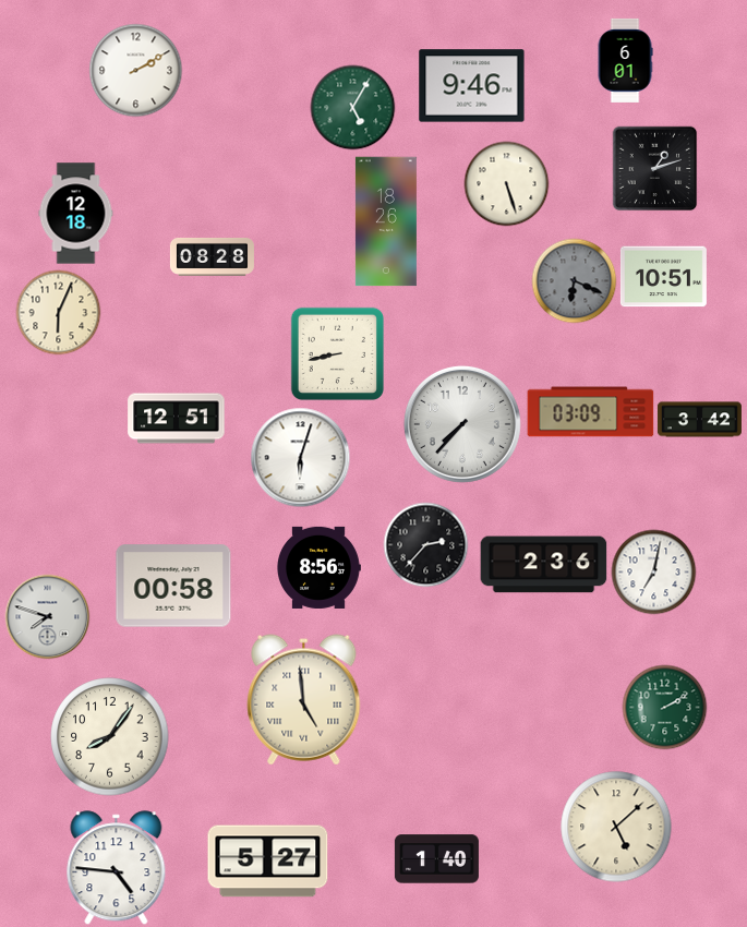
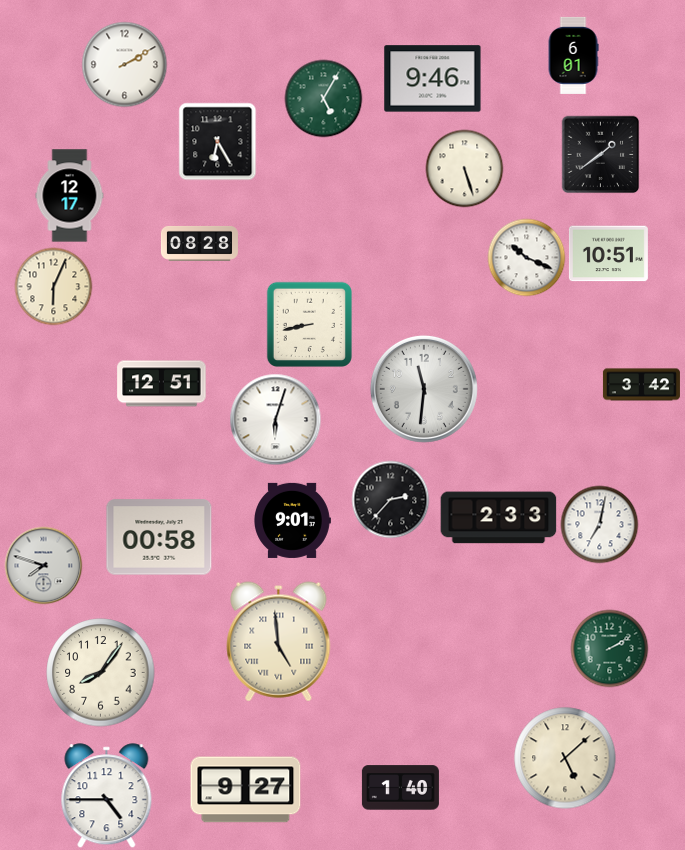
clock at (217, 141): none -> 6:25
clock at (654, 168): 1:12 -> 1:39
clock at (76, 214): 12:18 -> 12:17
clock at (386, 221): 18:26 -> none
clock at (212, 256) position: (212, 256) -> (199, 243)
clock at (574, 280): 6:19 -> 10:19
clock at (574, 280) dial: grey -> white
clock at (591, 412): 03:09 -> none
clock at (462, 424): 7:37 -> 11:31
clock at (544, 565): 2:36 -> 2:33
clock at (318, 567): 8:56 -> 9:01
clock at (110, 737) position: (110, 737) -> (101, 673)
clock at (268, 862): 5:27 -> 9:27
clock at (117, 868): 4:46 -> 4:45
